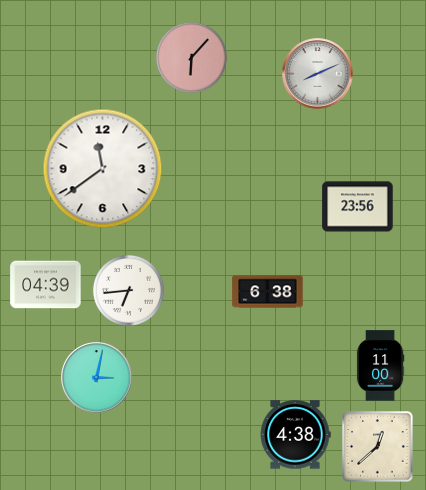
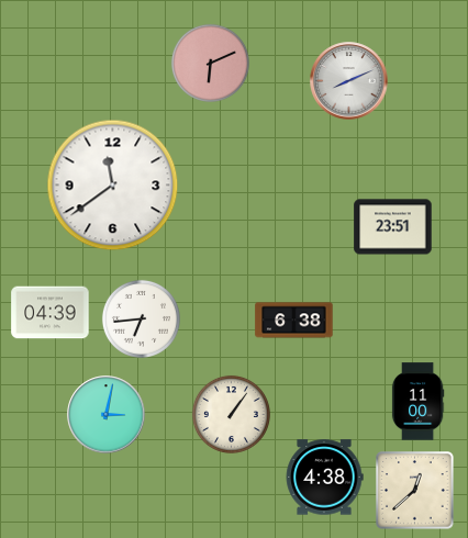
clock at (191, 57): 6:07 -> 6:11
clock at (358, 207): 23:56 -> 23:51
clock at (231, 414): none -> 1:06
